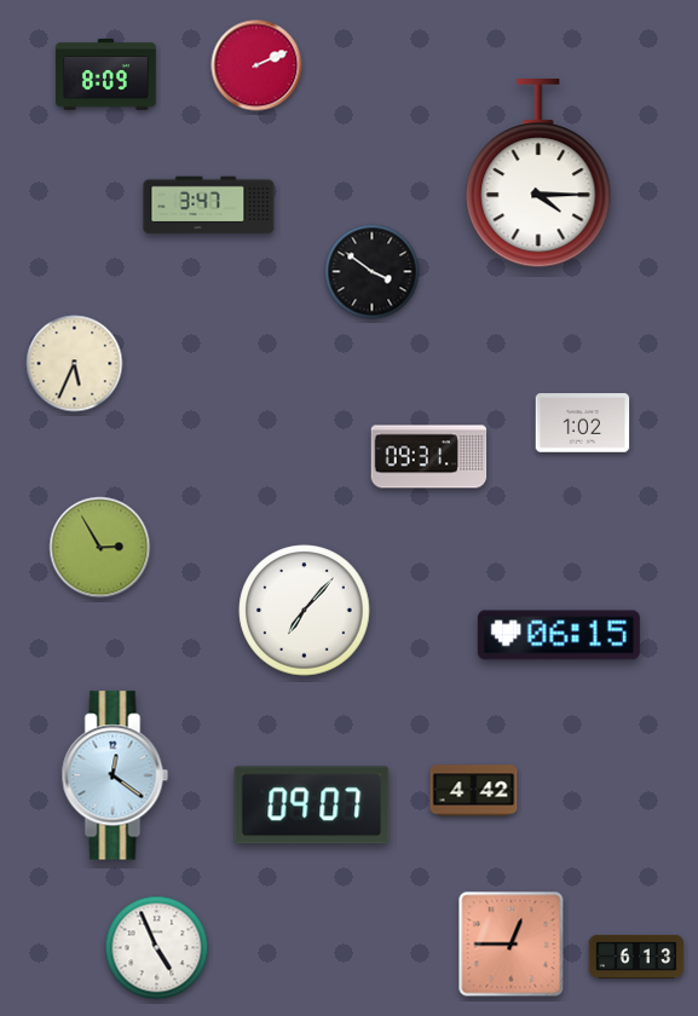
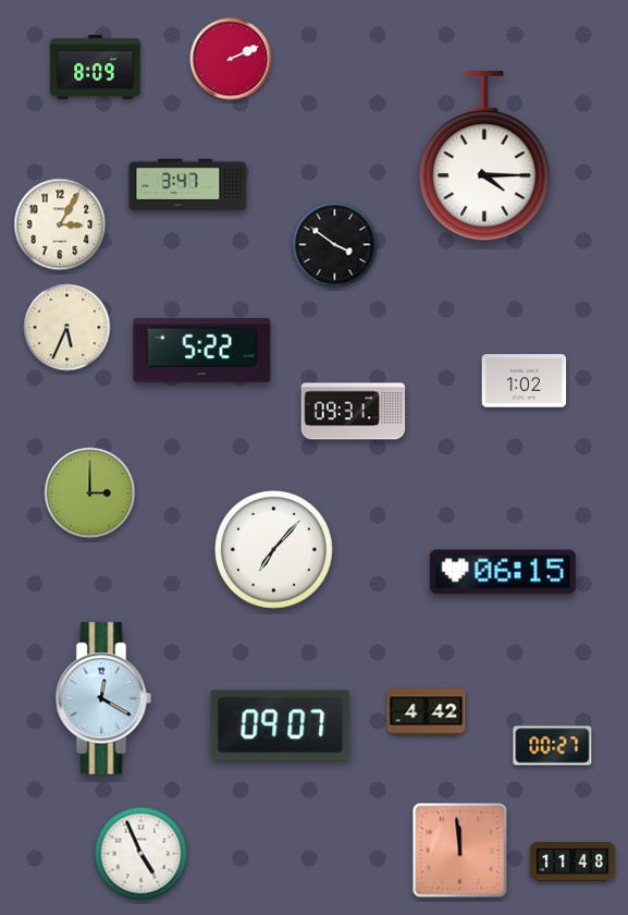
clock at (60, 224): none -> 3:05
clock at (202, 350): none -> 5:22
clock at (429, 457) position: (429, 457) -> (354, 412)
clock at (100, 548): 2:55 -> 3:00
clock at (115, 775): 12:21 -> 12:20
clock at (553, 746): none -> 00:27
clock at (512, 945): 12:45 -> 11:59
clock at (636, 957): 6:13 -> 11:48
